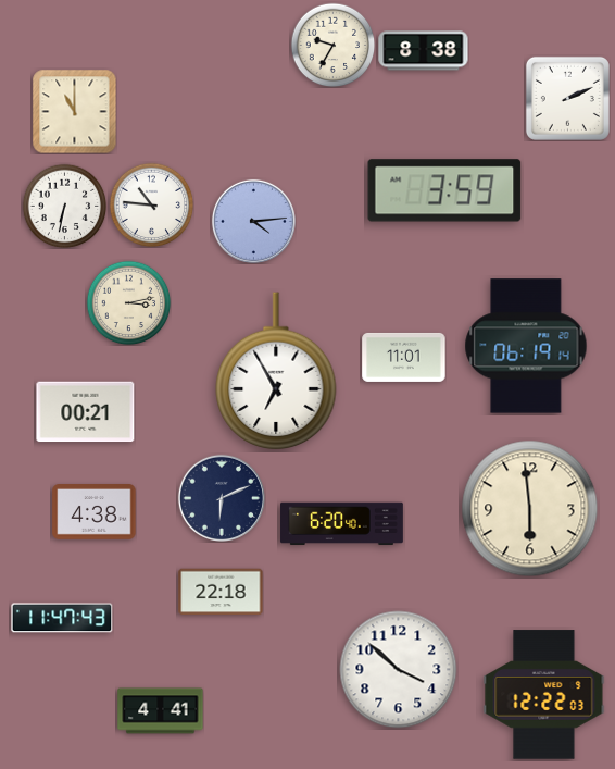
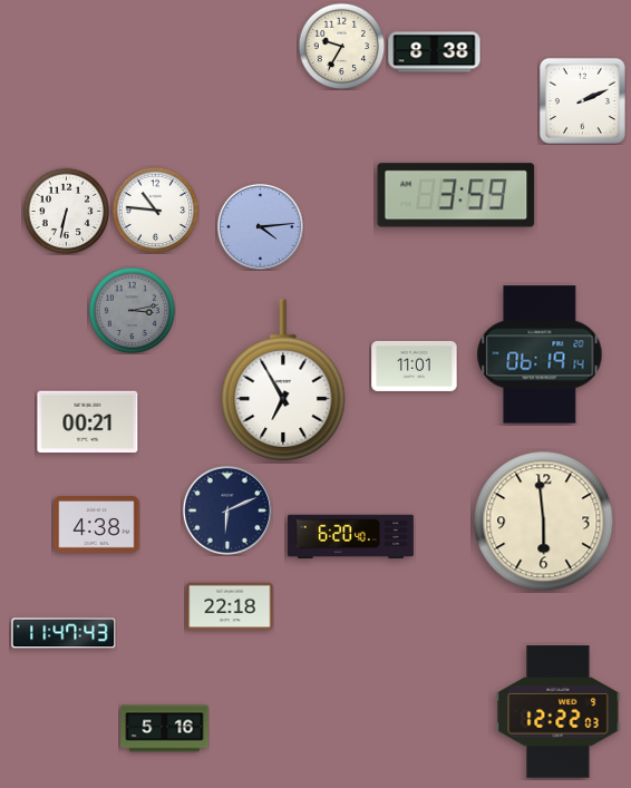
clock at (74, 111): 11:00 -> none
clock at (128, 302) dial: cream -> grey
clock at (221, 592) position: (221, 592) -> (230, 606)
clock at (399, 670): 3:52 -> none
clock at (161, 711): 4:41 -> 5:16
